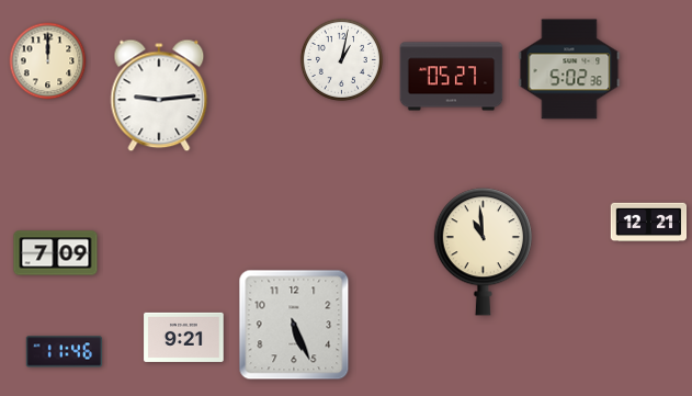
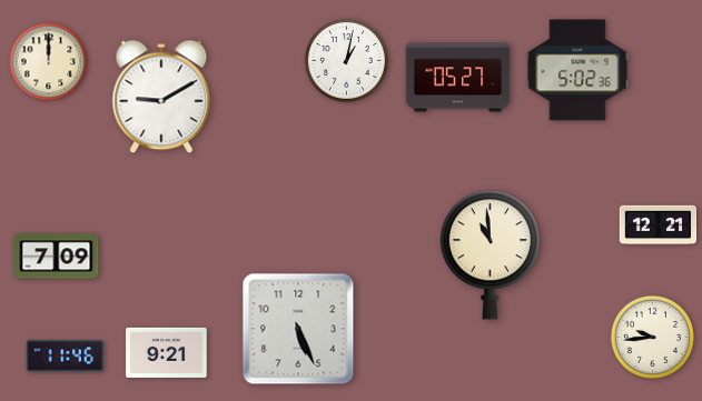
clock at (159, 95): 9:14 -> 9:10
clock at (652, 337): none -> 9:44
clock at (184, 337) position: (184, 337) -> (167, 352)
